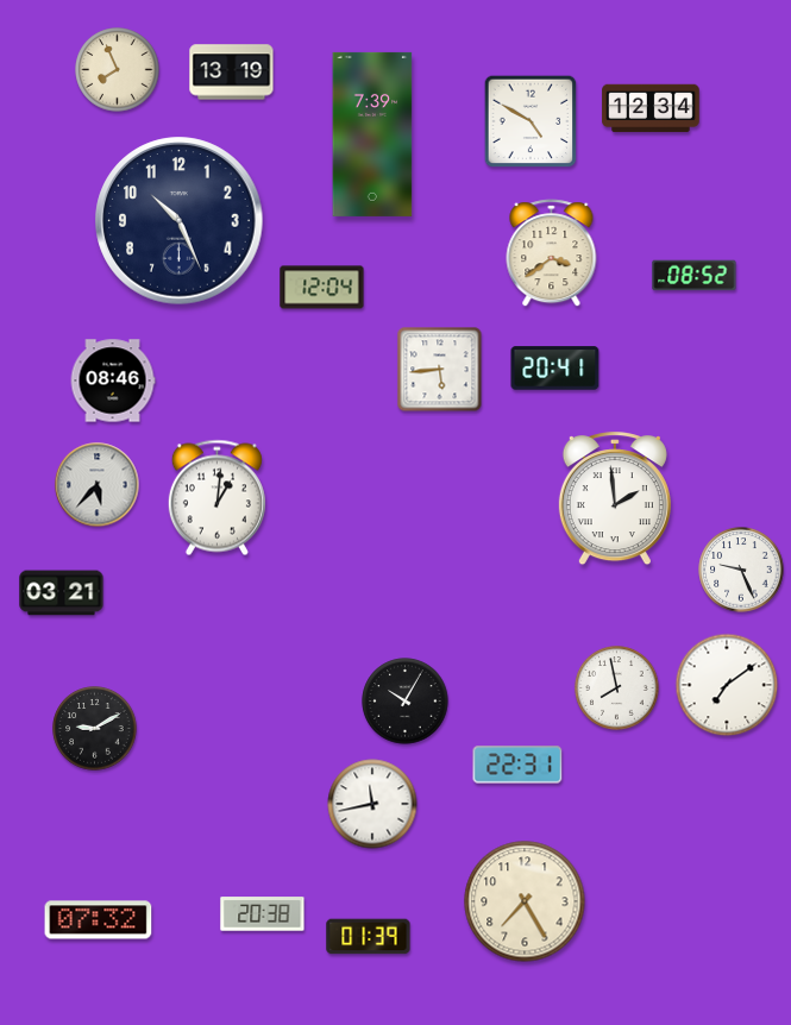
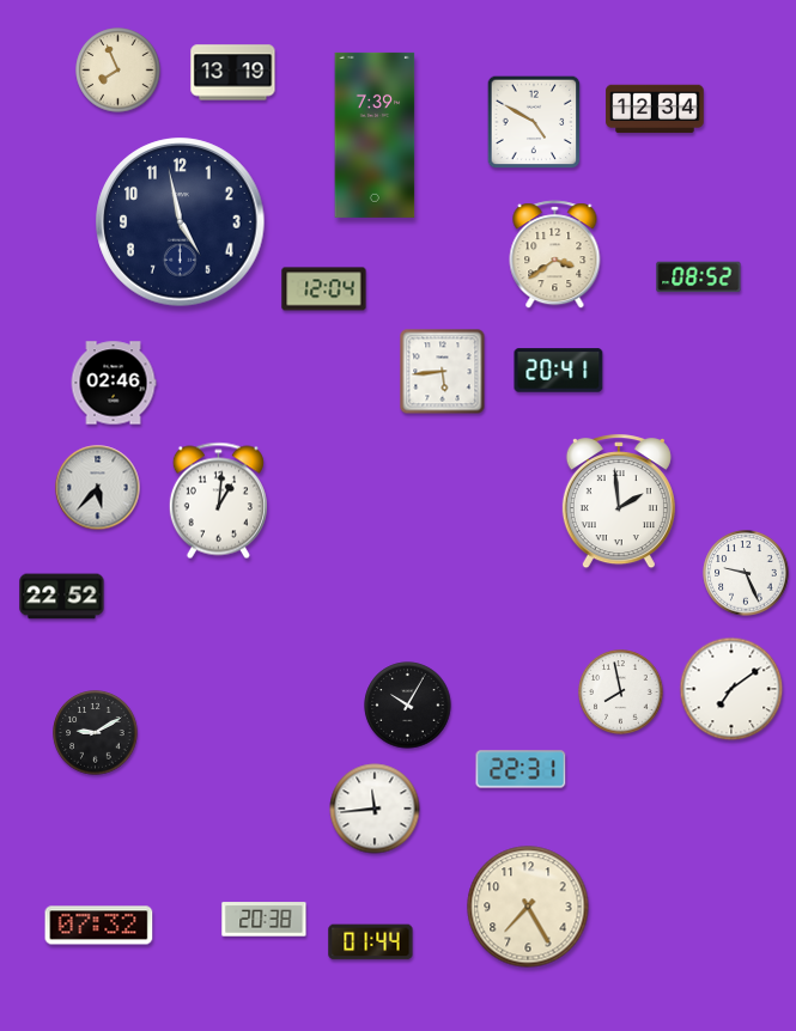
clock at (180, 221): 10:26 -> 4:58
clock at (113, 381): 08:46 -> 02:46
clock at (62, 593): 03:21 -> 22:52
clock at (372, 804): 11:43 -> 11:44
clock at (369, 937): 01:39 -> 01:44
